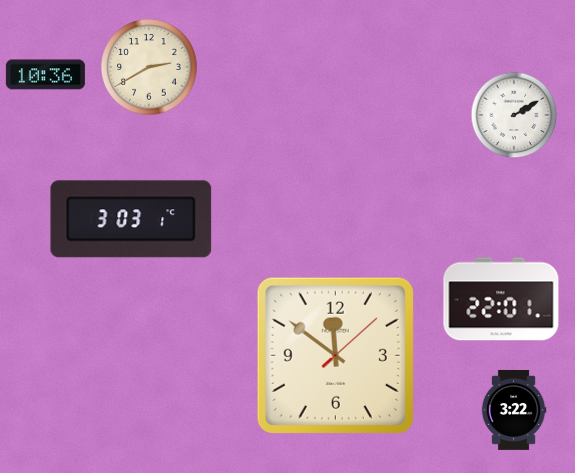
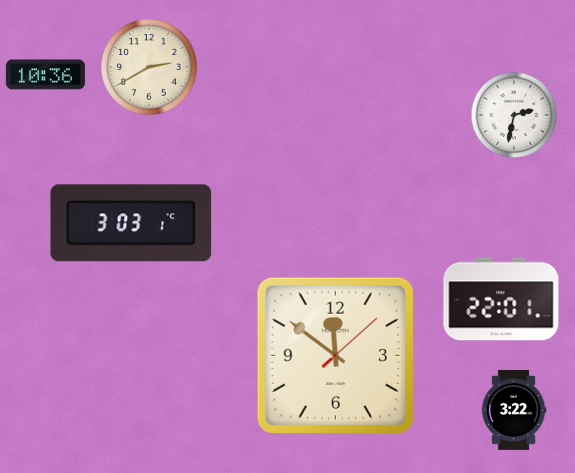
clock at (514, 115): 2:10 -> 2:32
clock at (131, 219) position: (131, 219) -> (131, 223)
